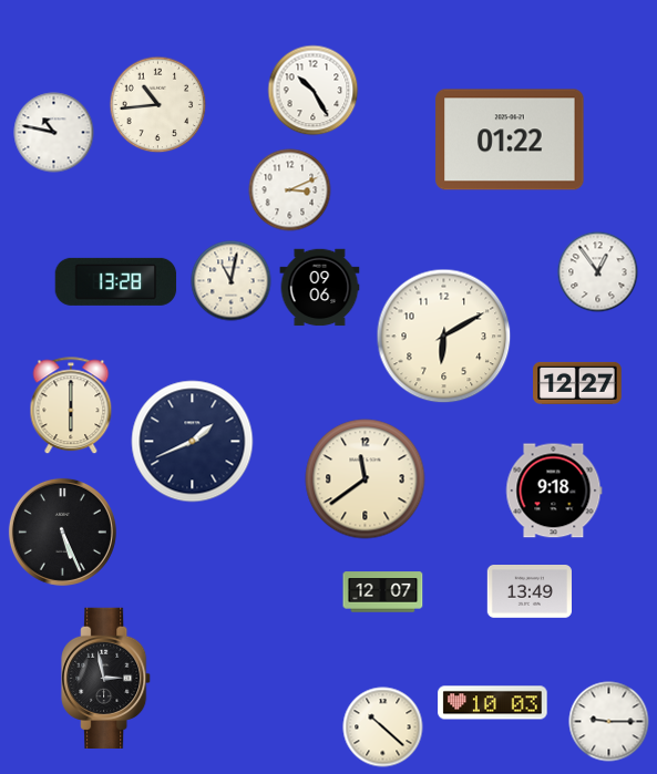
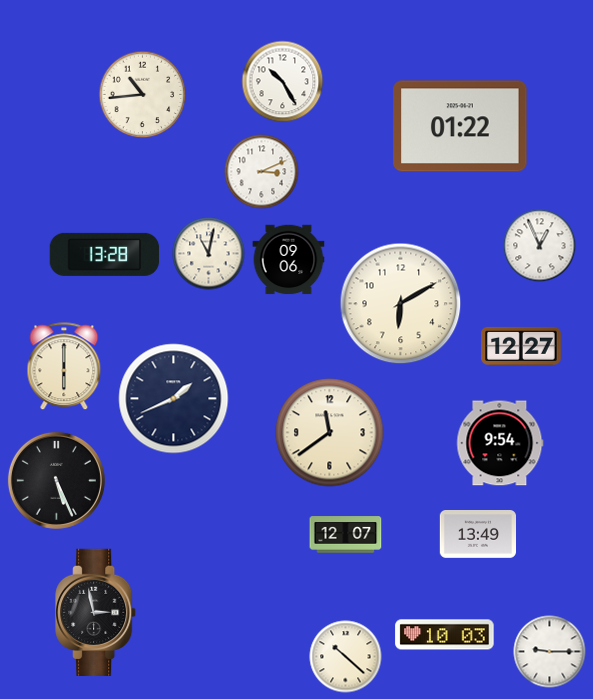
clock at (54, 133): 10:47 -> none
clock at (598, 272): 12:54 -> 12:56
clock at (554, 491): 9:18 -> 9:54
